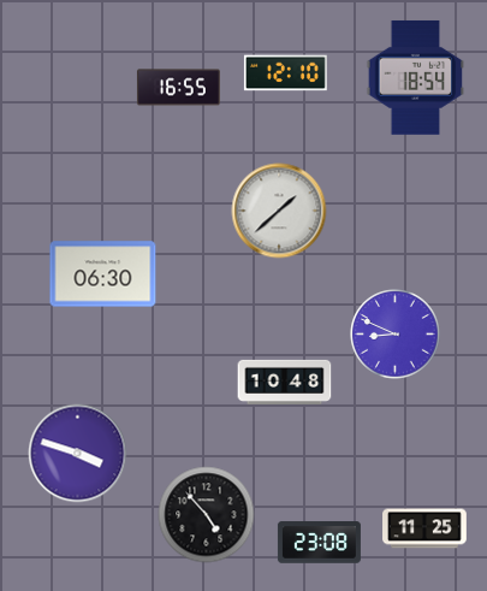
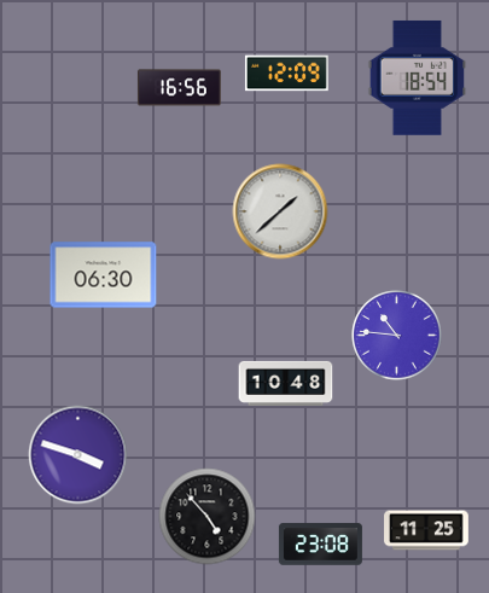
clock at (285, 73): 12:10 -> 12:09
clock at (178, 88): 16:55 -> 16:56
clock at (396, 335): 8:49 -> 10:46
